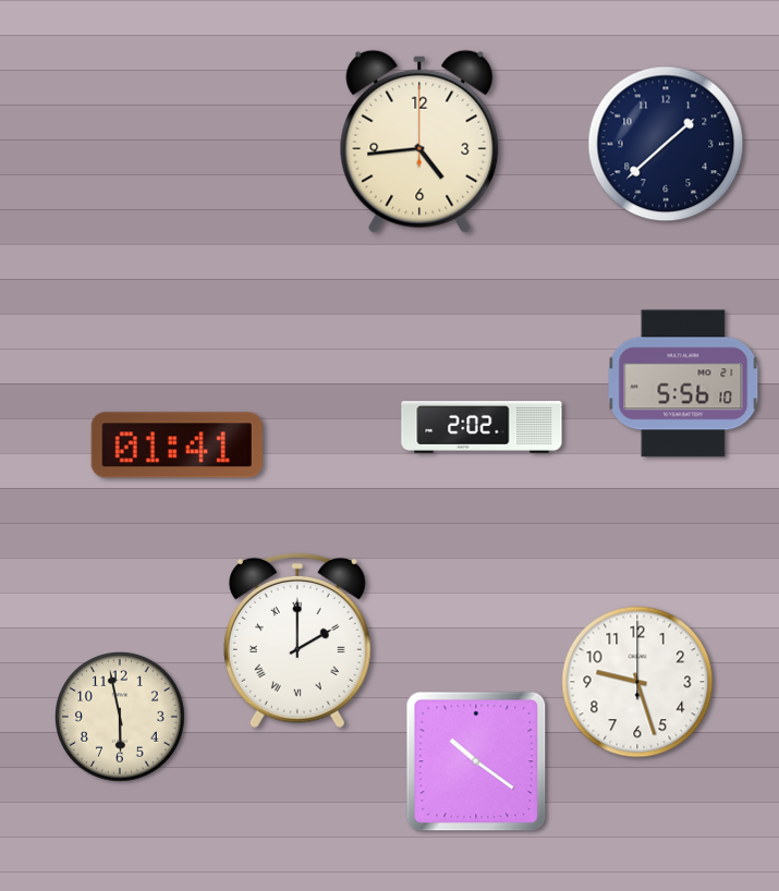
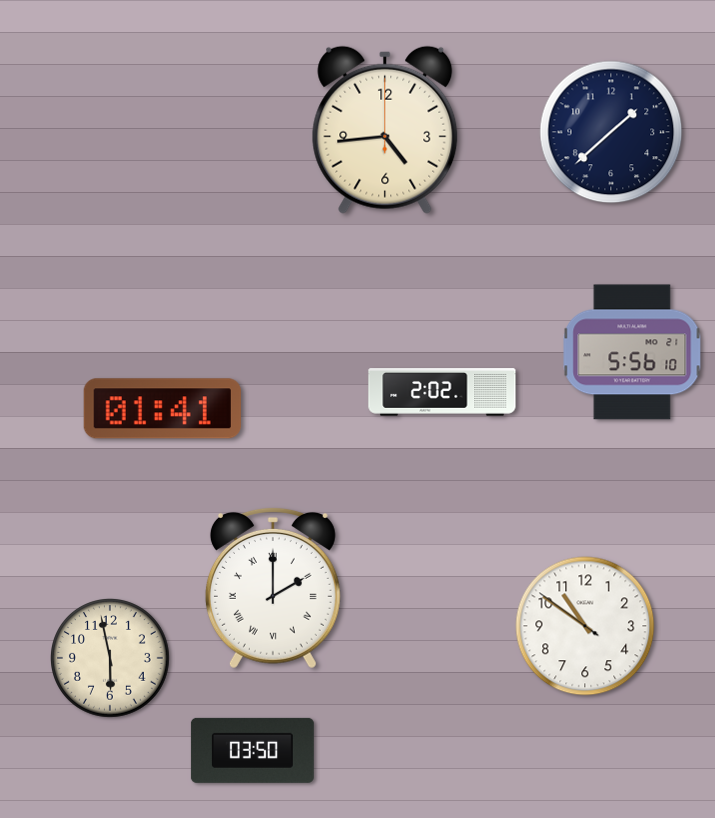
clock at (683, 383) position: (683, 383) -> (632, 352)
clock at (637, 682): 9:27 -> 10:50
clock at (476, 761): 10:21 -> none
clock at (252, 750): none -> 03:50
